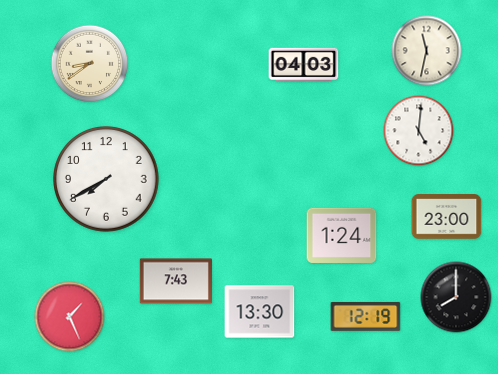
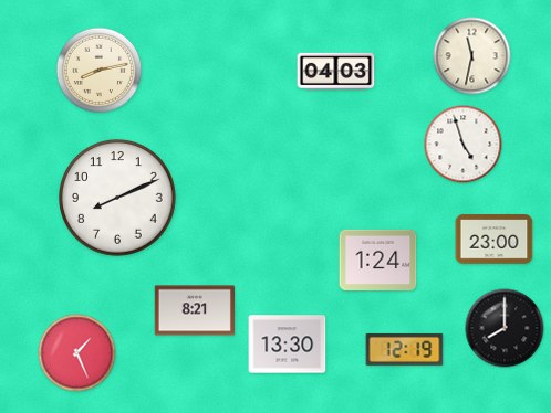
clock at (90, 64): 8:39 -> 8:13
clock at (419, 131): 5:01 -> 4:57
clock at (107, 180): 7:40 -> 8:11
clock at (175, 281): 7:43 -> 8:21
clock at (70, 317) position: (70, 317) -> (77, 353)
